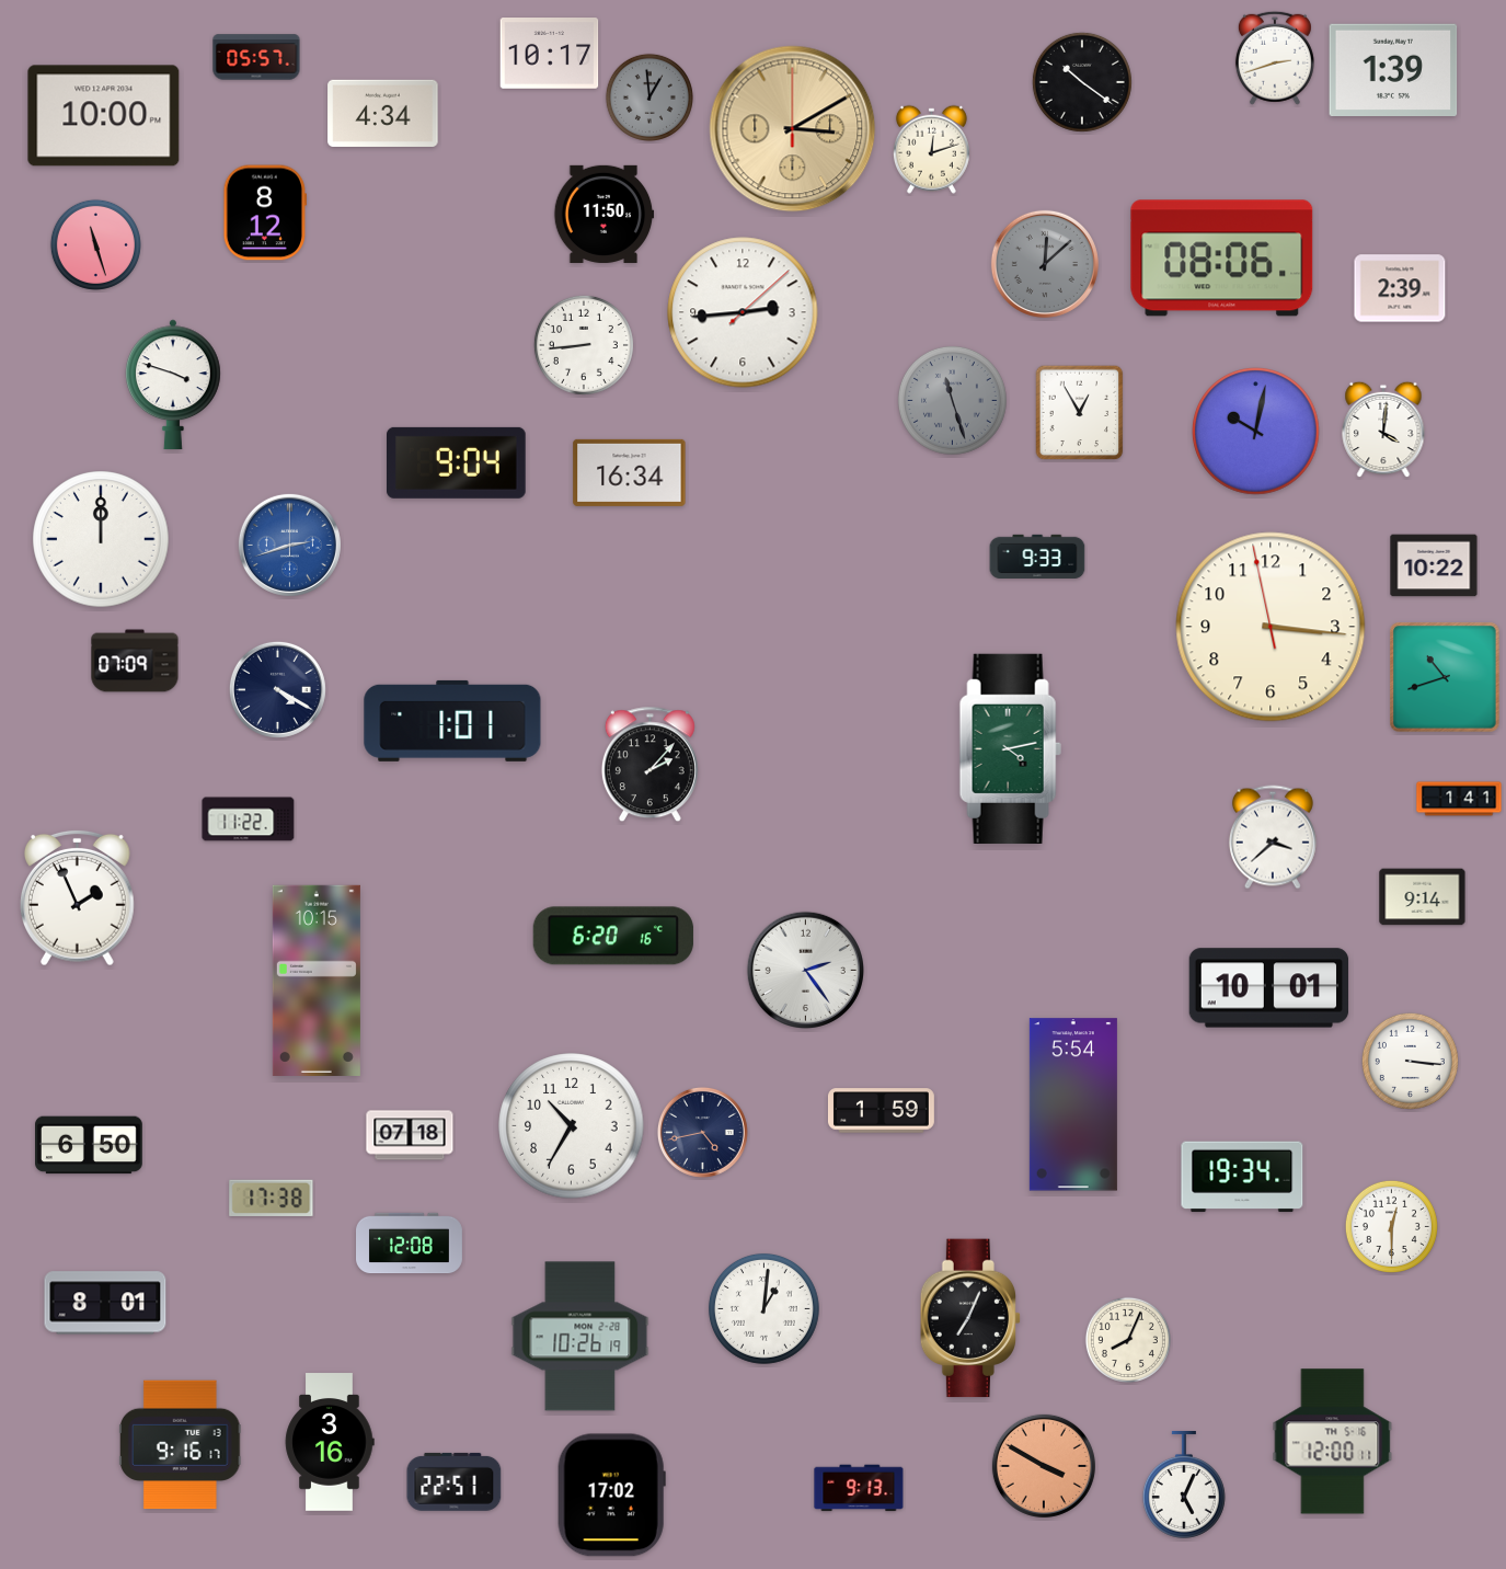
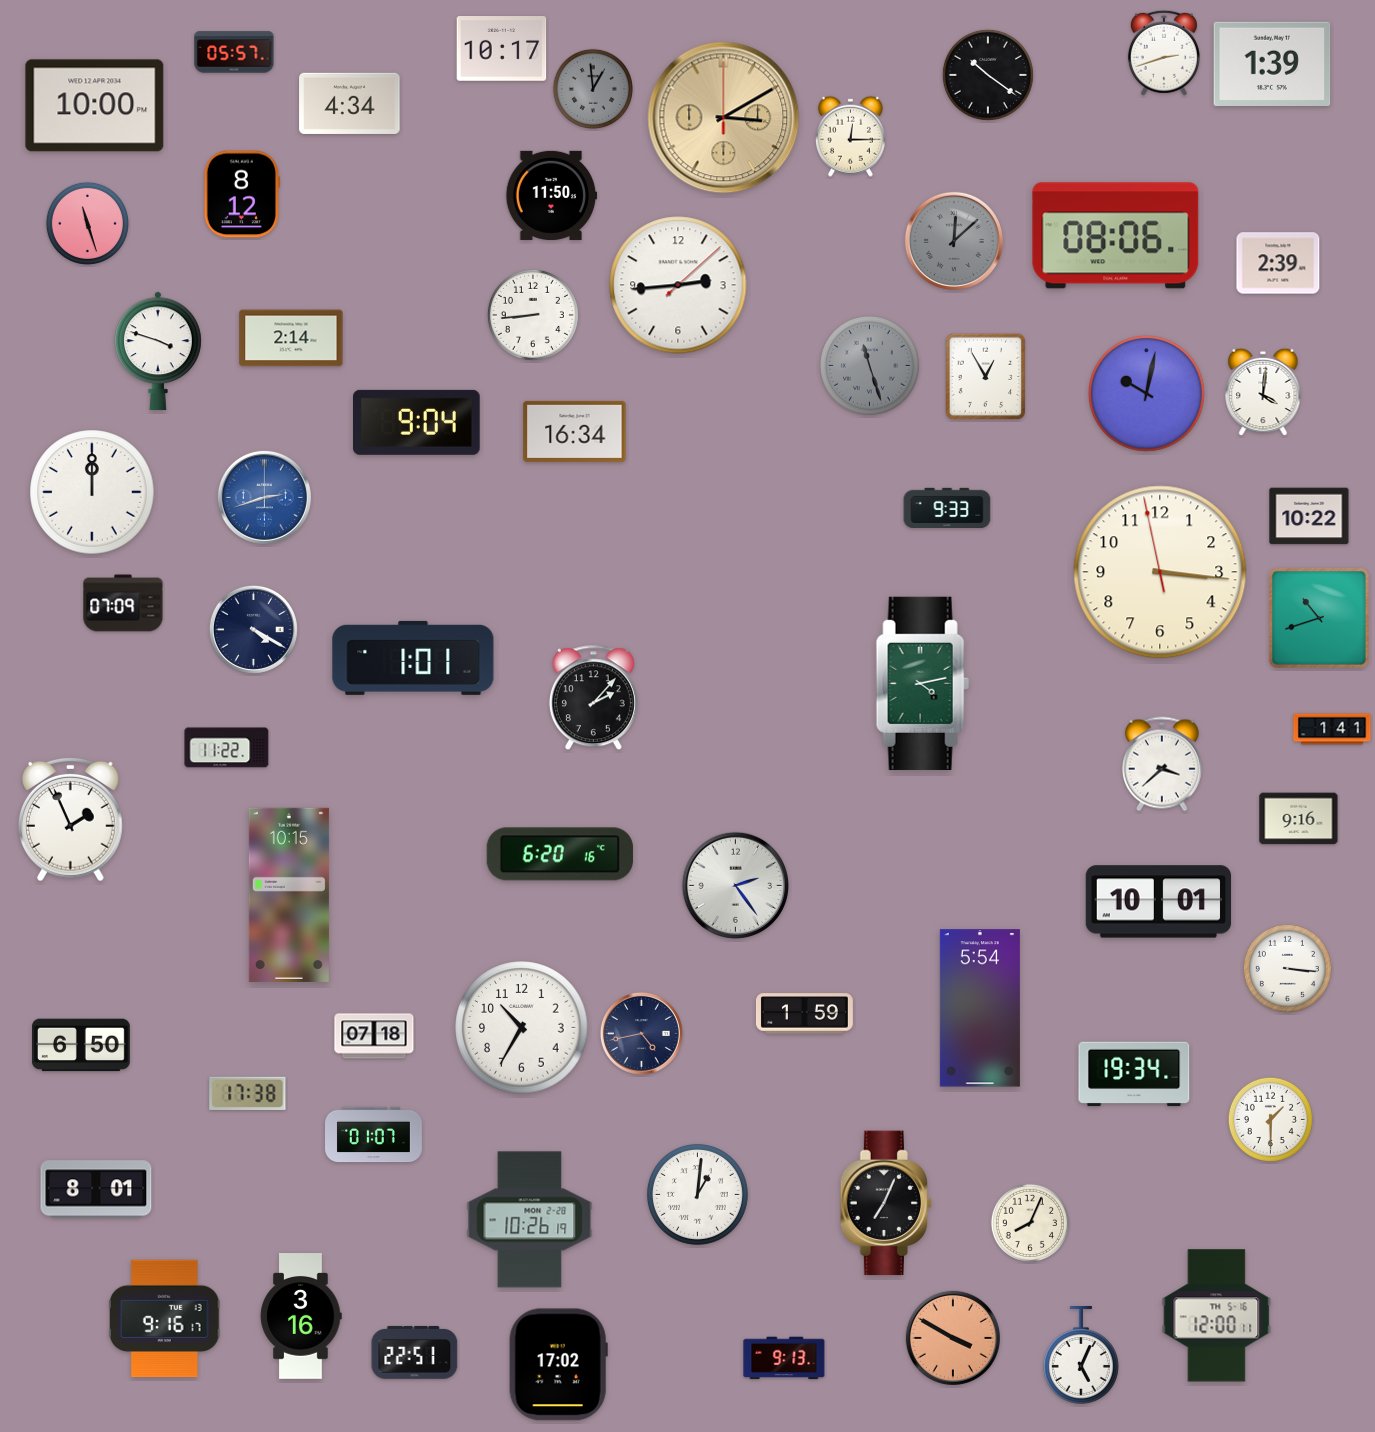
clock at (931, 149): 12:12 -> 12:15
clock at (291, 338): none -> 2:14
clock at (1423, 897): 9:14 -> 9:16
clock at (1391, 1226): 12:30 -> 1:30
clock at (410, 1244): 12:08 -> 01:07
